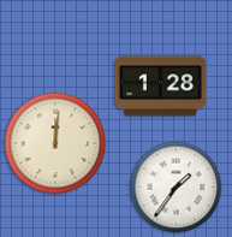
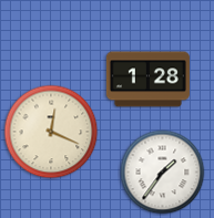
clock at (55, 143): 12:01 -> 12:19
